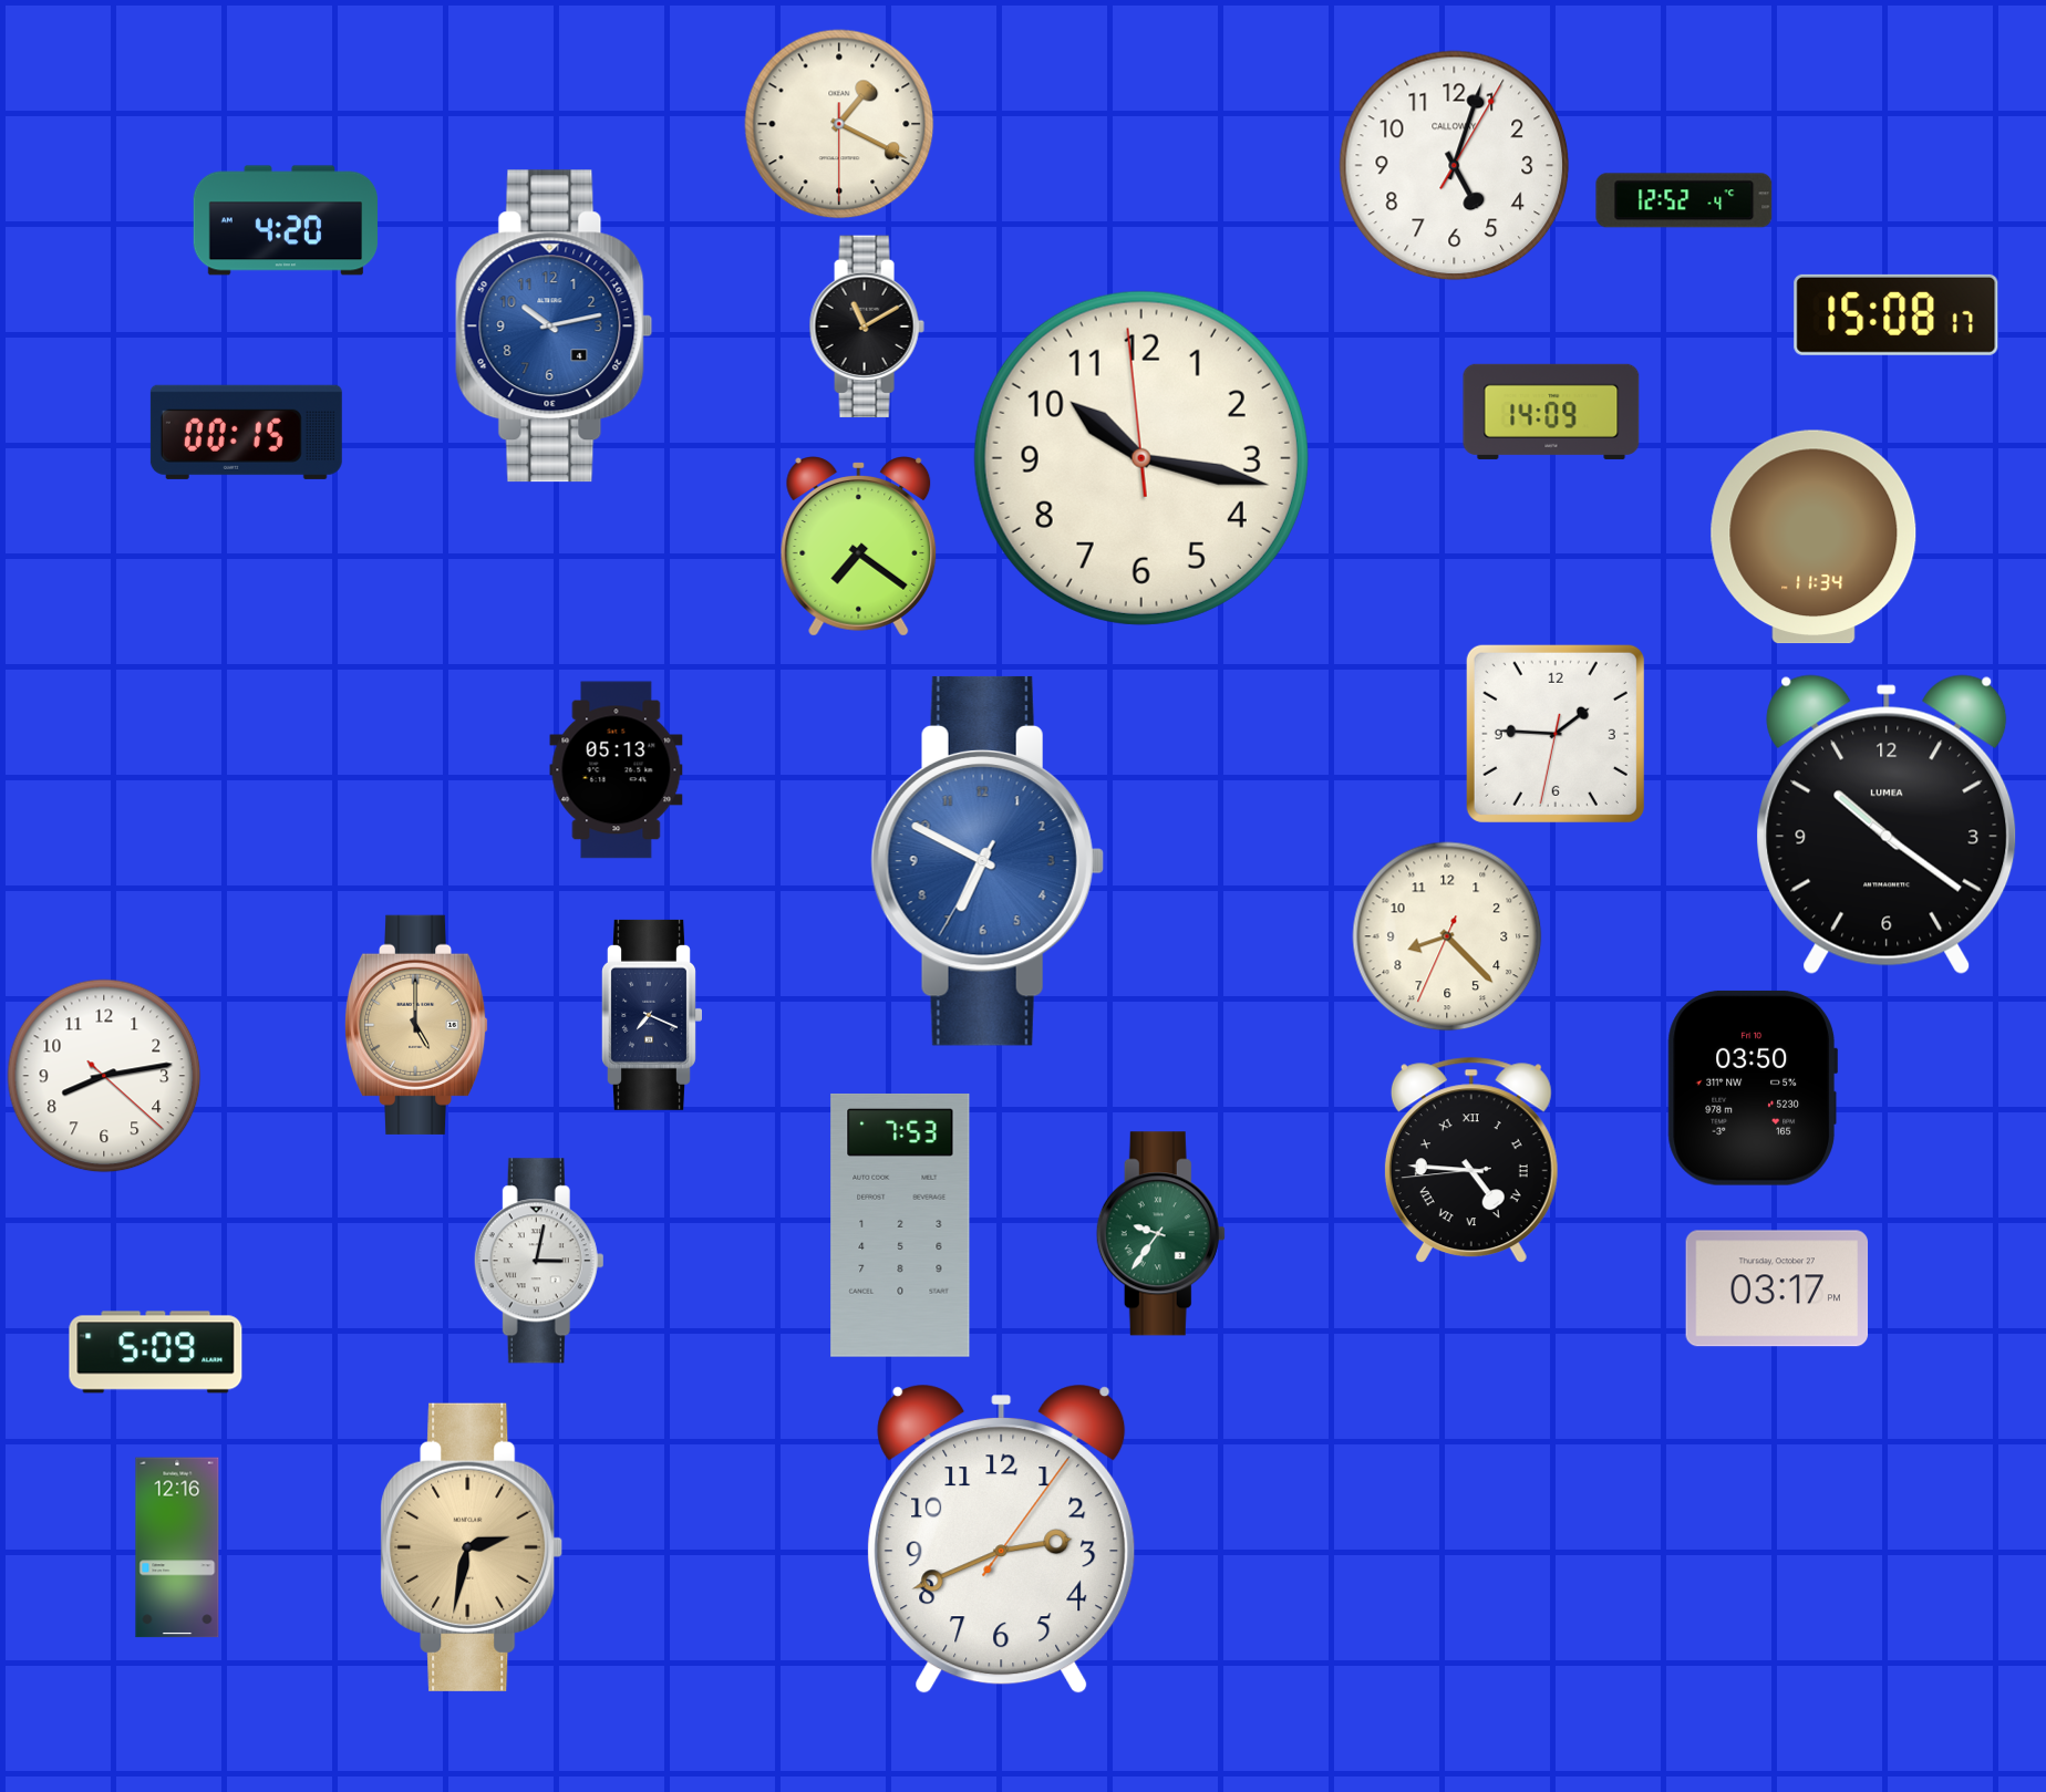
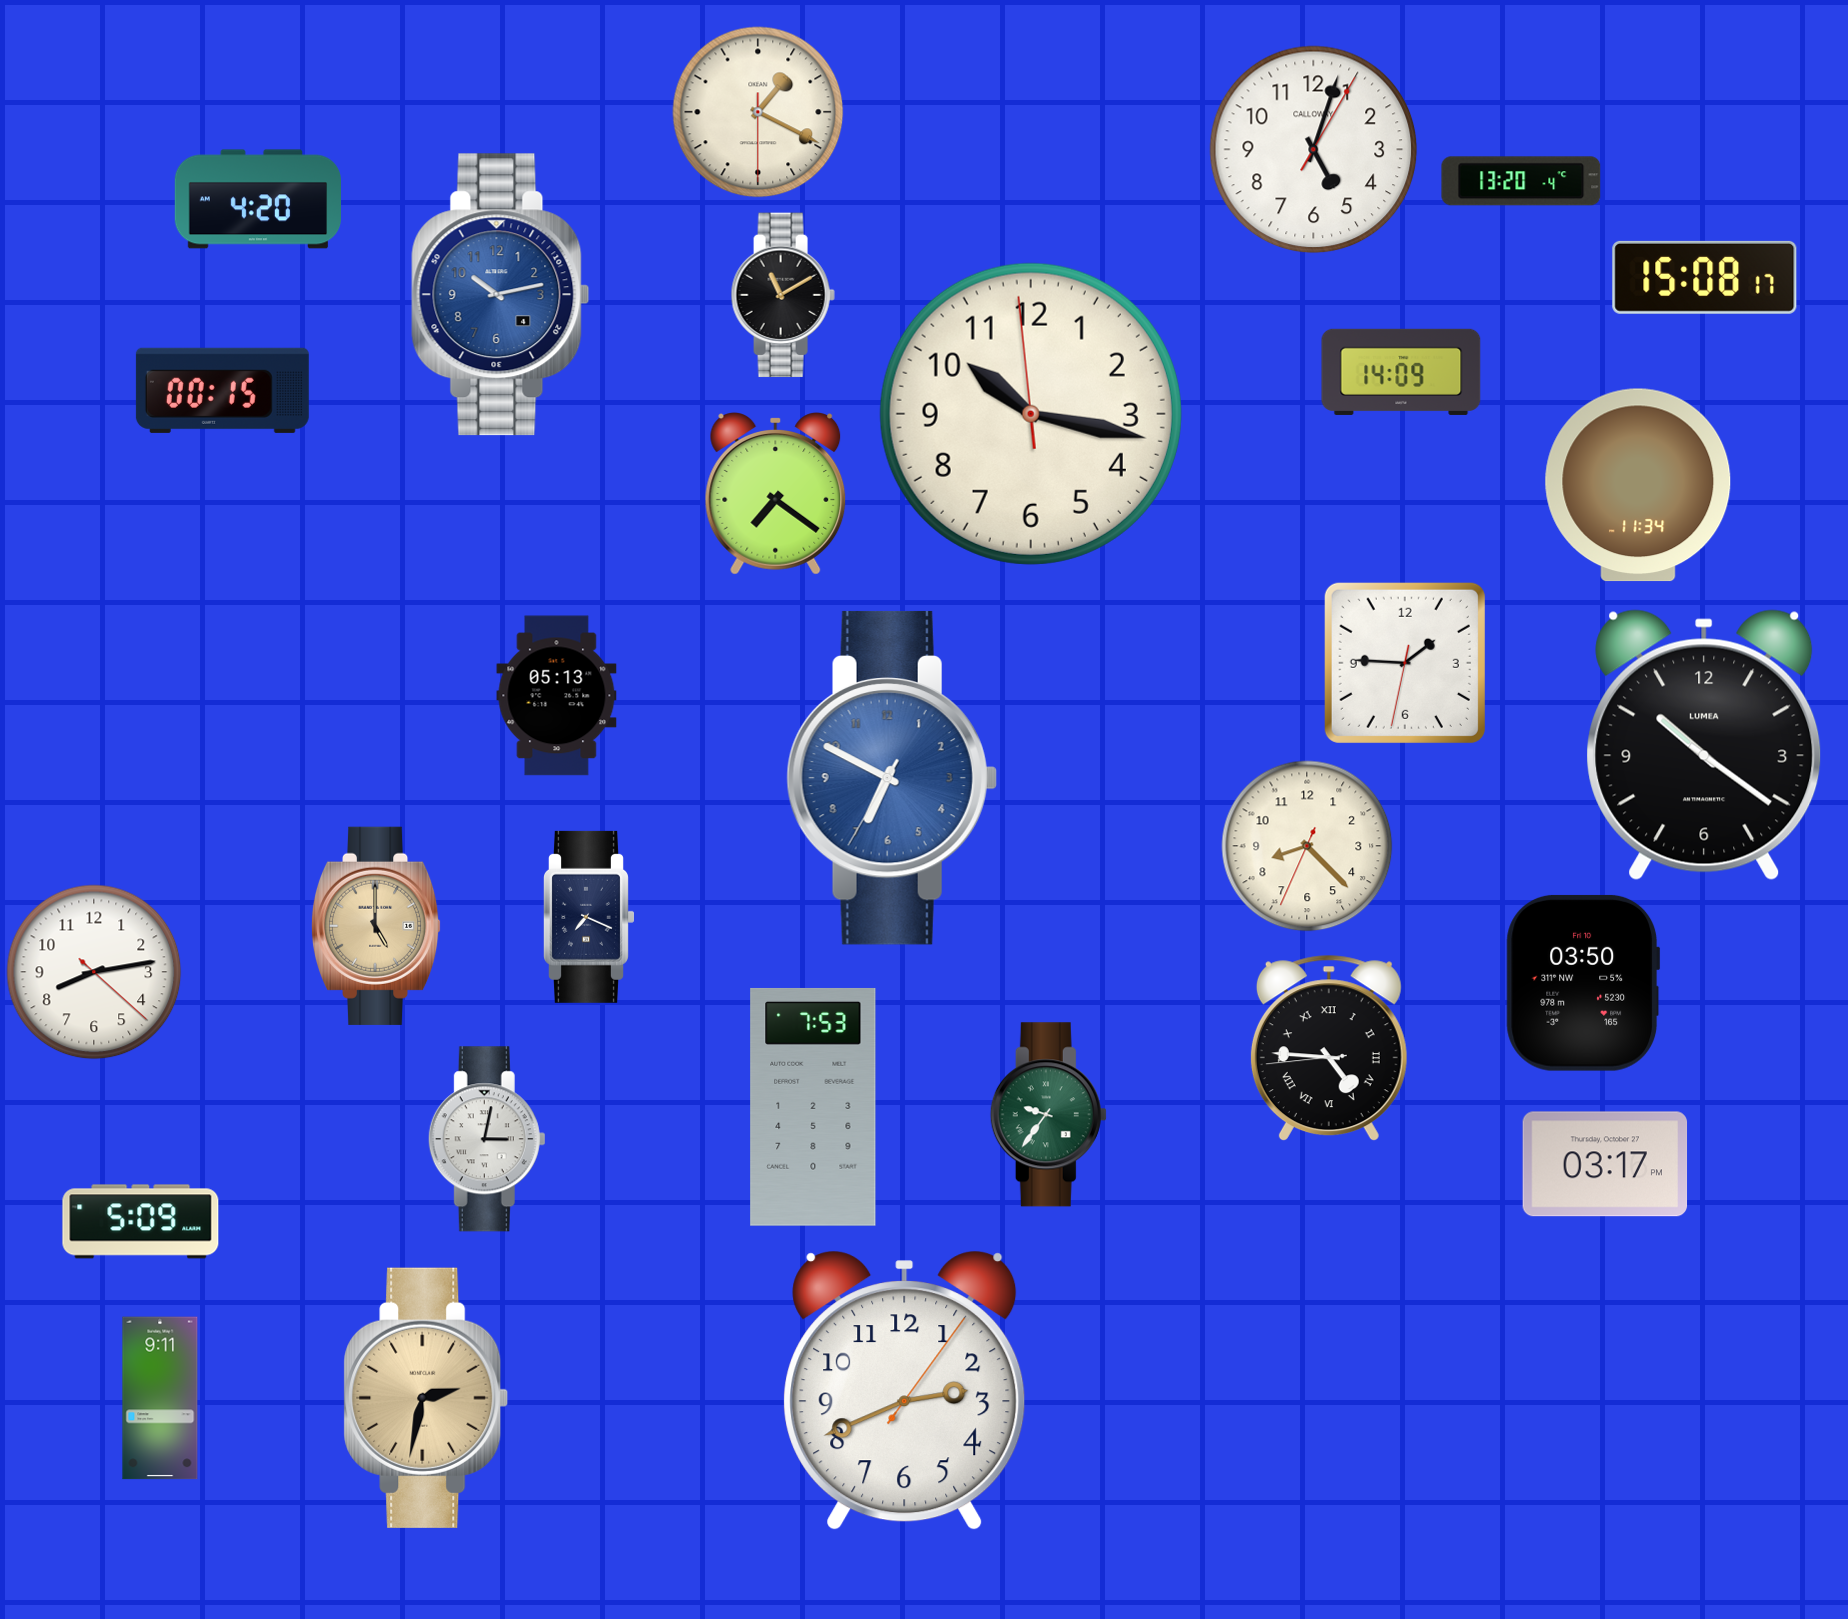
clock at (1684, 200): 12:52 -> 13:20
clock at (1897, 314) position: (1897, 314) -> (1705, 277)
clock at (177, 1547): 12:16 -> 9:11
